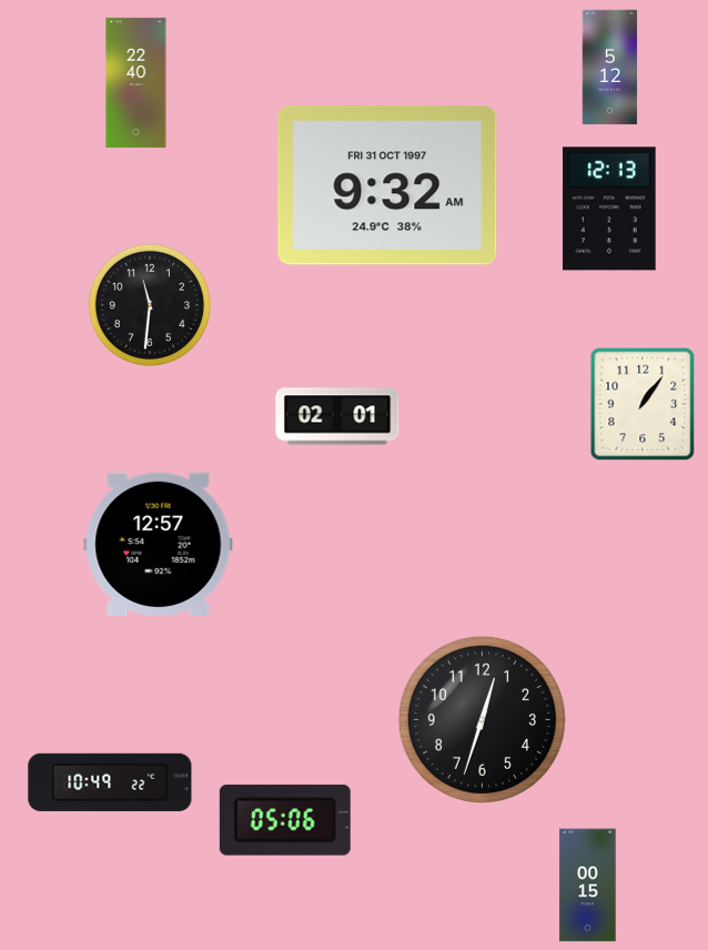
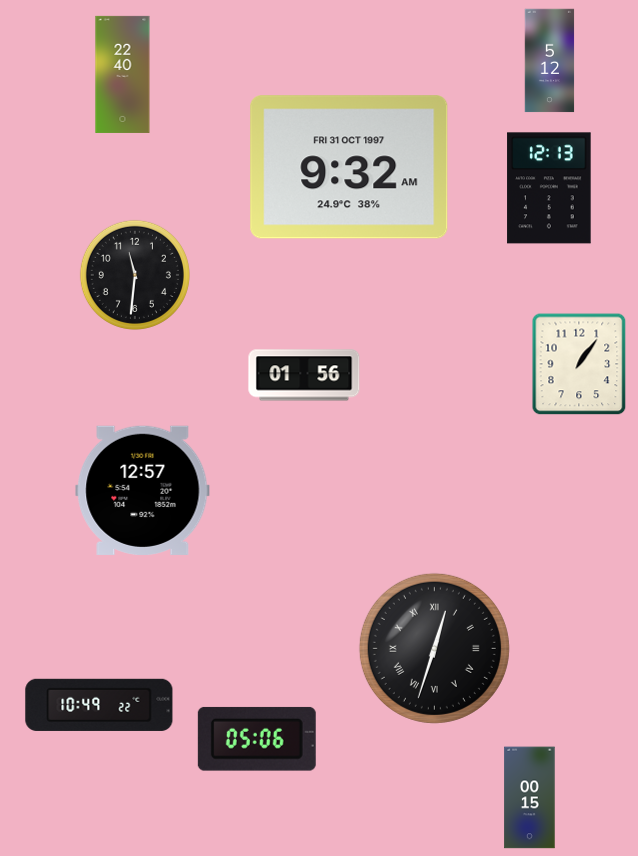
clock at (337, 416): 02:01 -> 01:56
clock at (482, 719) numerals: Arabic -> Roman
